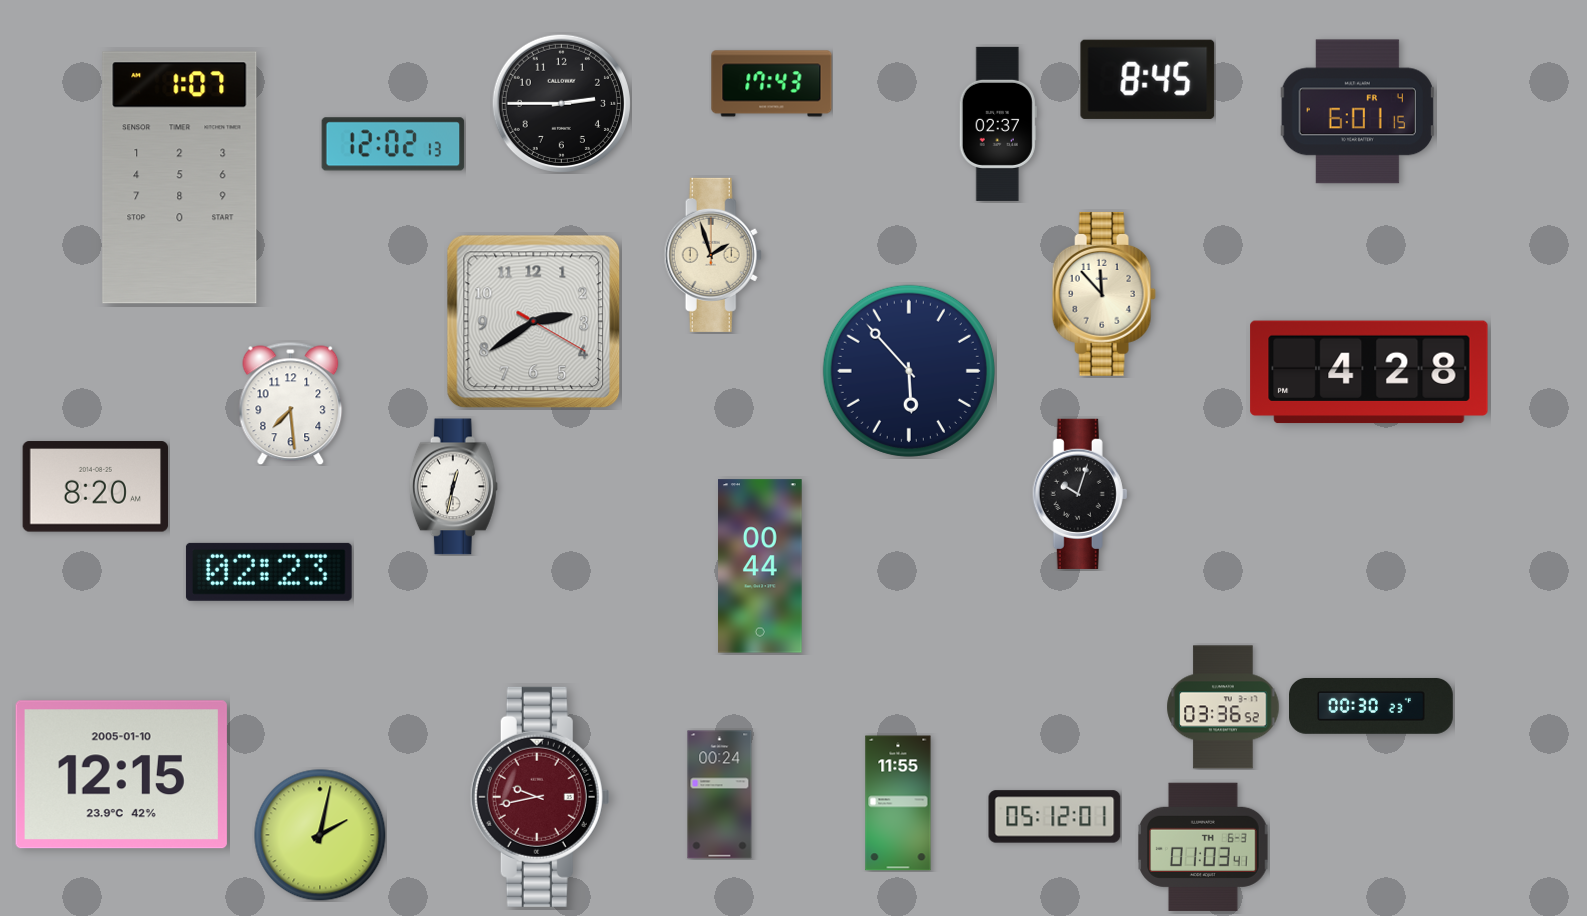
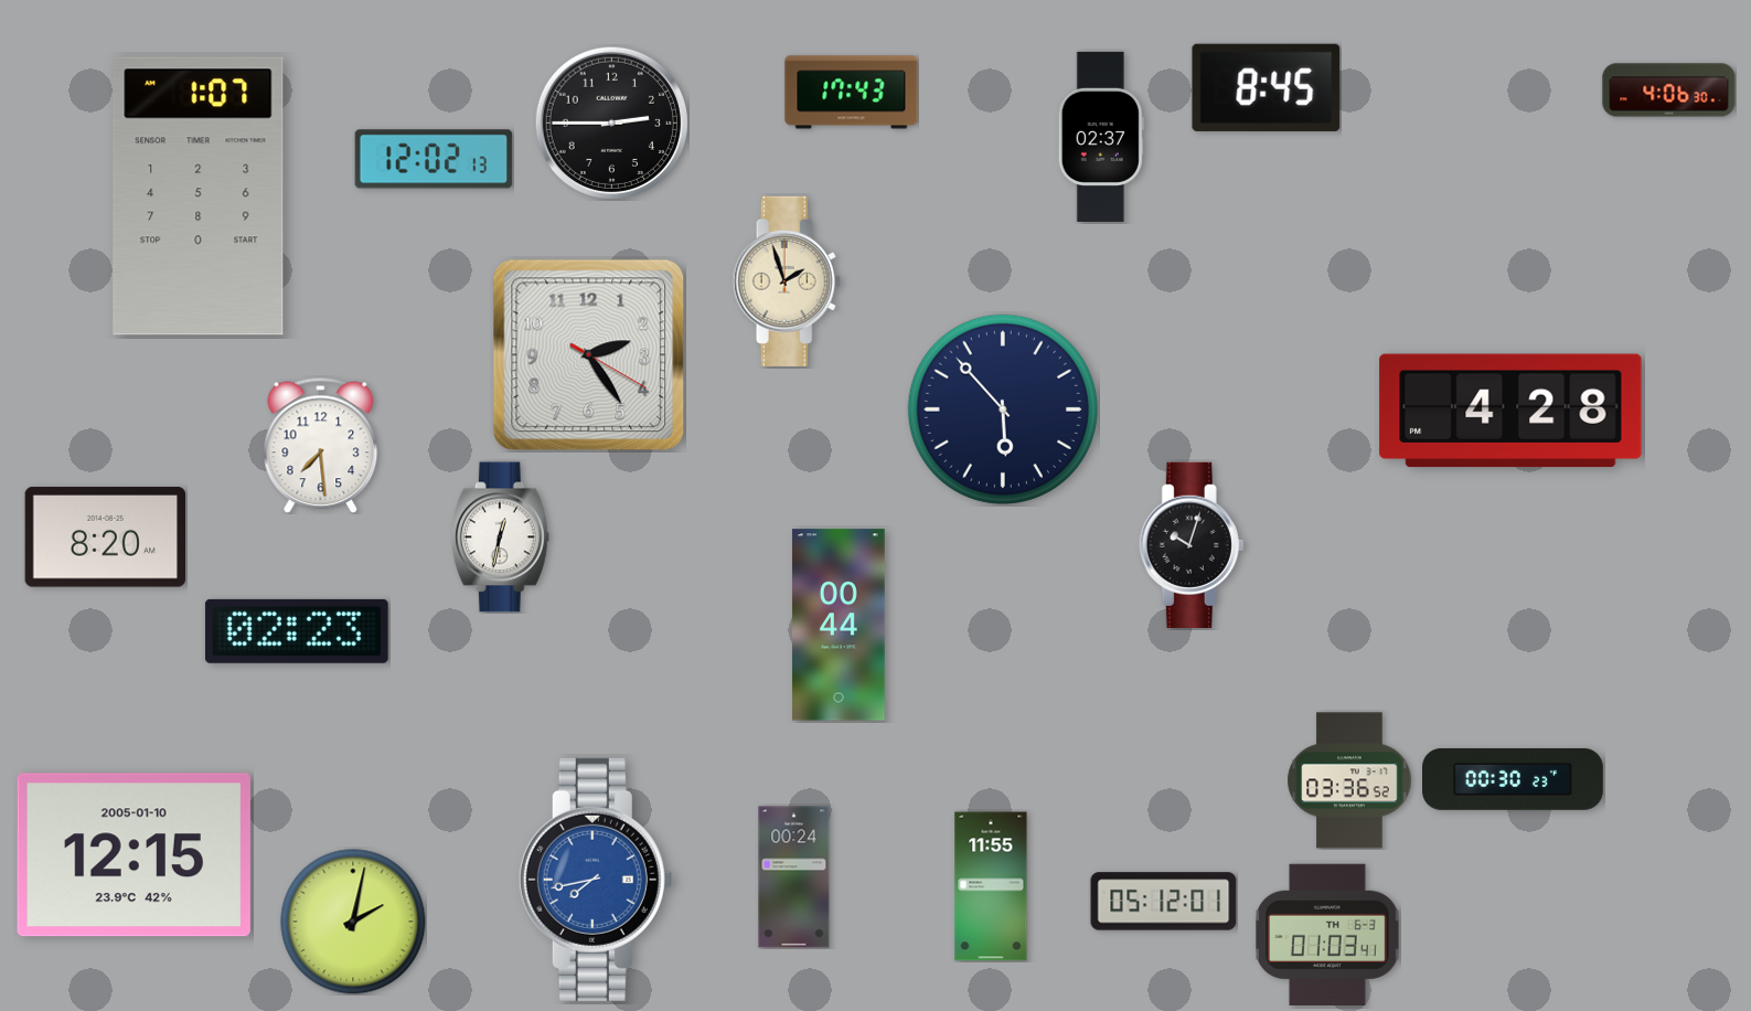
clock at (1669, 91): none -> 4:06
clock at (561, 103) position: (561, 103) -> (611, 123)
clock at (1357, 112): 6:01 -> none
clock at (1104, 294): 11:53 -> none
clock at (534, 322): 2:39 -> 2:24
clock at (540, 797): 9:43 -> 7:43
clock at (540, 797) dial: burgundy -> blue
